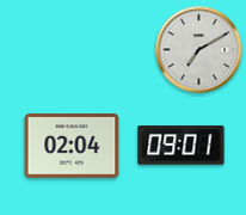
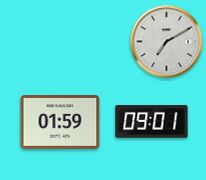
clock at (72, 146): 02:04 -> 01:59
